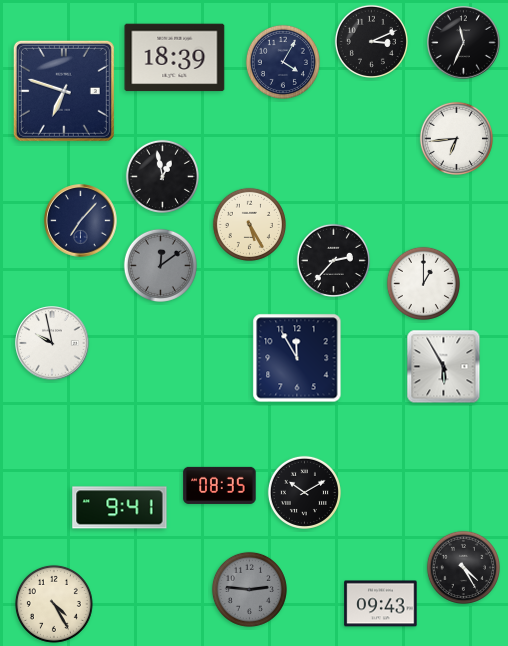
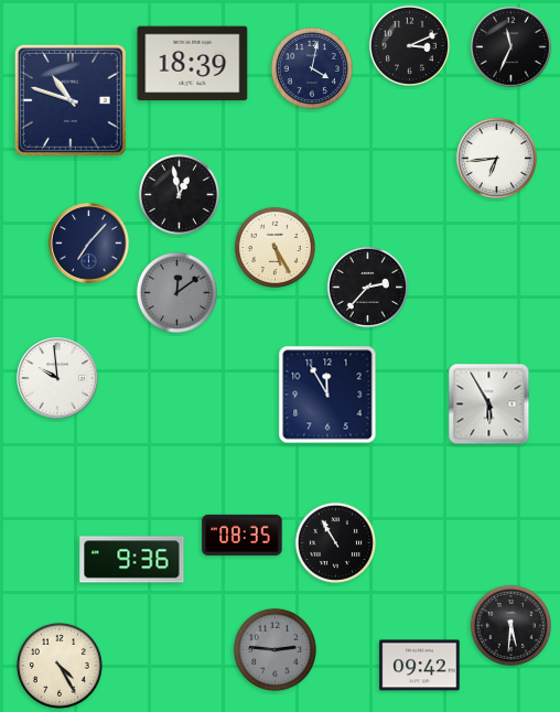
clock at (283, 62): 4:05 -> 4:02
clock at (64, 91): 6:48 -> 10:48
clock at (456, 138) position: (456, 138) -> (496, 158)
clock at (423, 283): 1:00 -> none
clock at (52, 343): 9:58 -> 9:59
clock at (304, 492): 10:10 -> 10:55
clock at (120, 508): 9:41 -> 9:36
clock at (463, 567): 4:25 -> 5:31
clock at (381, 604): 09:43 -> 09:42
